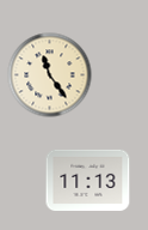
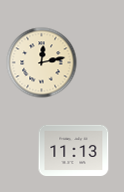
clock at (50, 75): 11:24 -> 12:13
